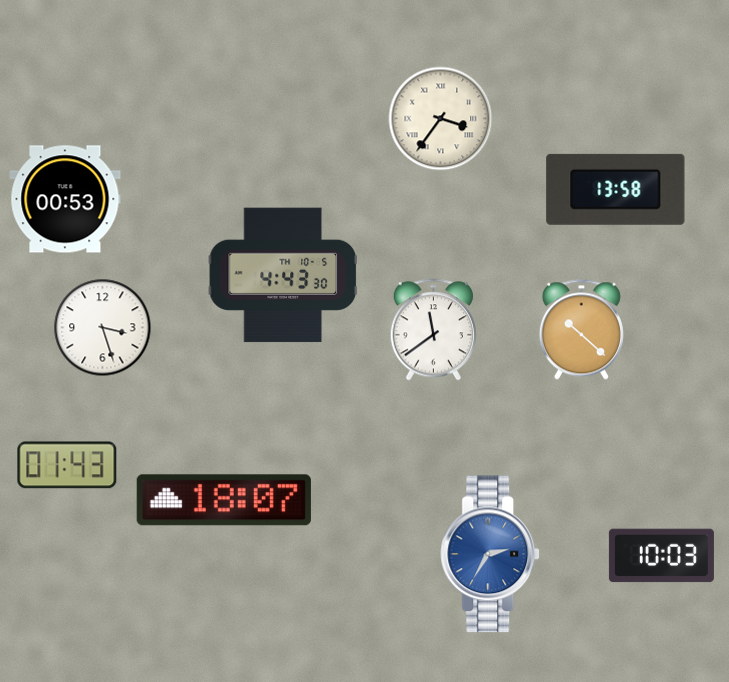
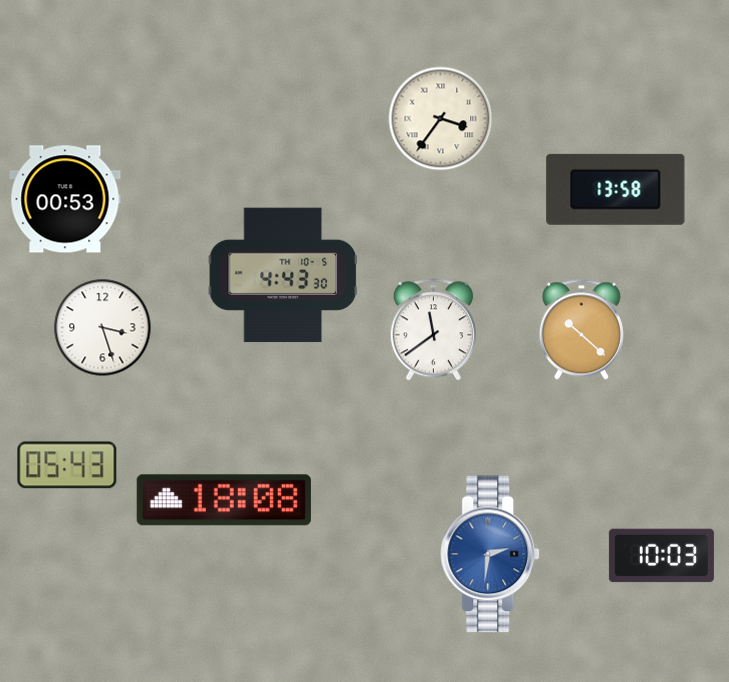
clock at (67, 465): 01:43 -> 05:43
clock at (224, 500): 18:07 -> 18:08
clock at (491, 554): 2:35 -> 2:31
